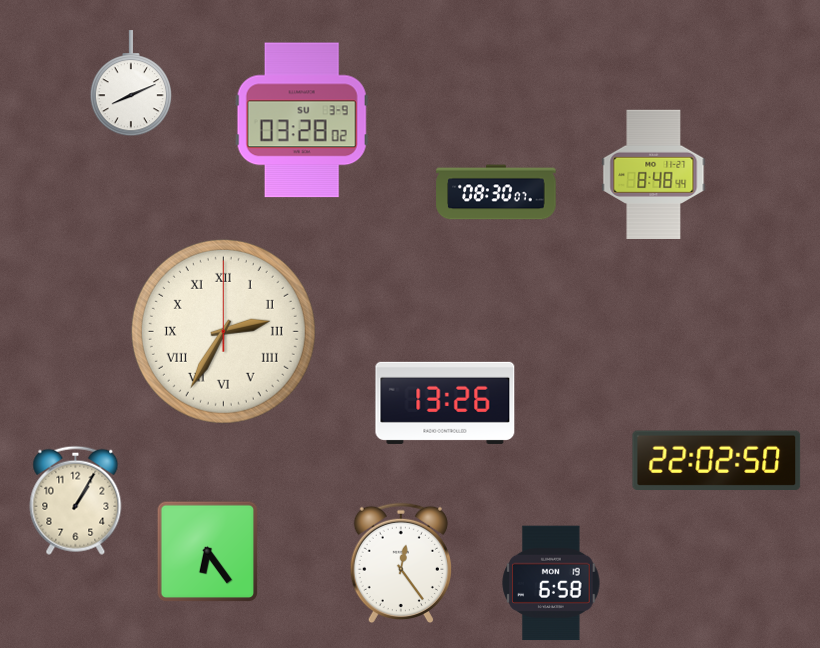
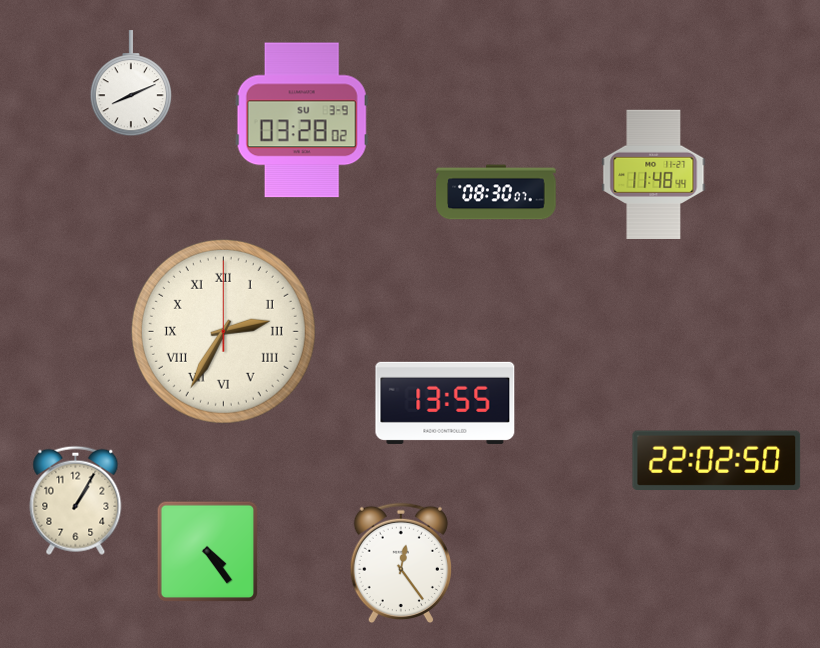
clock at (654, 175): 8:48 -> 11:48
clock at (445, 403): 13:26 -> 13:55
clock at (208, 552): 6:24 -> 4:24
clock at (551, 583): 6:58 -> none
